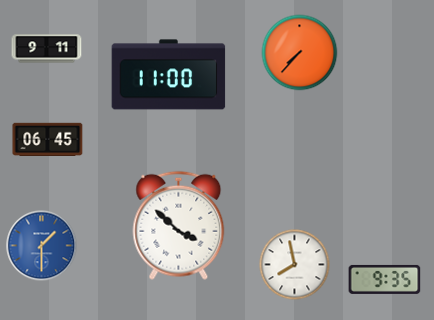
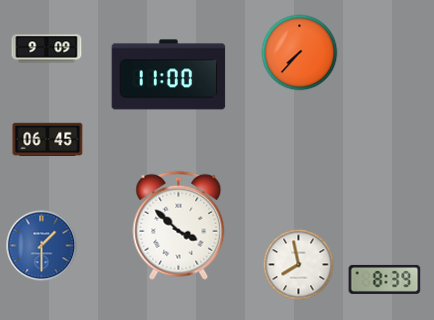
clock at (47, 49): 9:11 -> 9:09
clock at (295, 265) position: (295, 265) -> (299, 265)
clock at (385, 279): 9:35 -> 8:39
